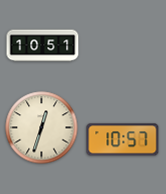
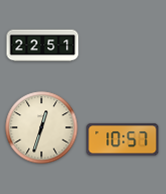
clock at (43, 46): 10:51 -> 22:51
